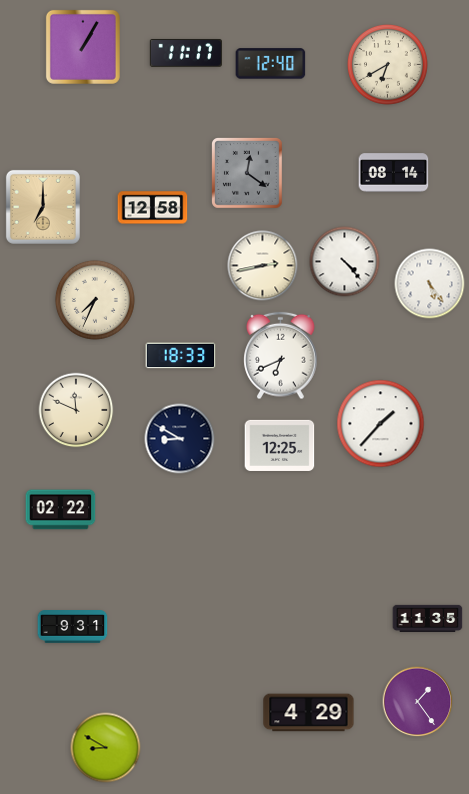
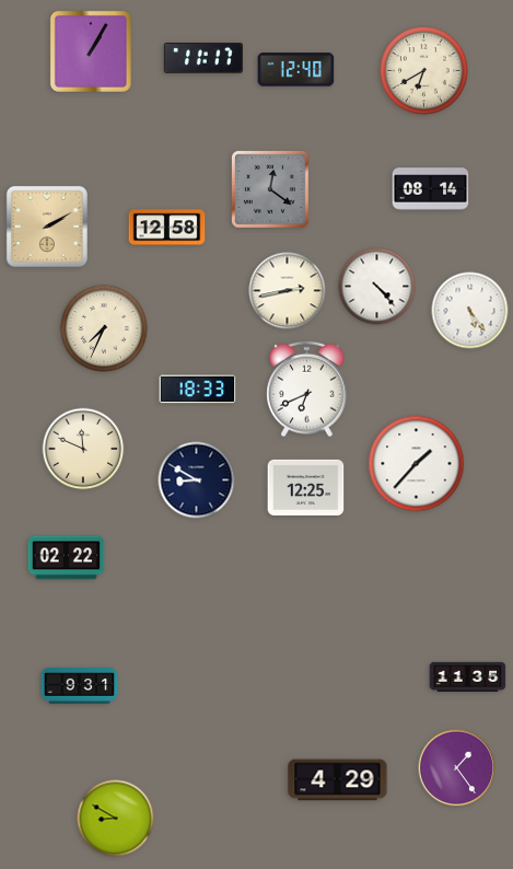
clock at (43, 207): 7:00 -> 2:10
